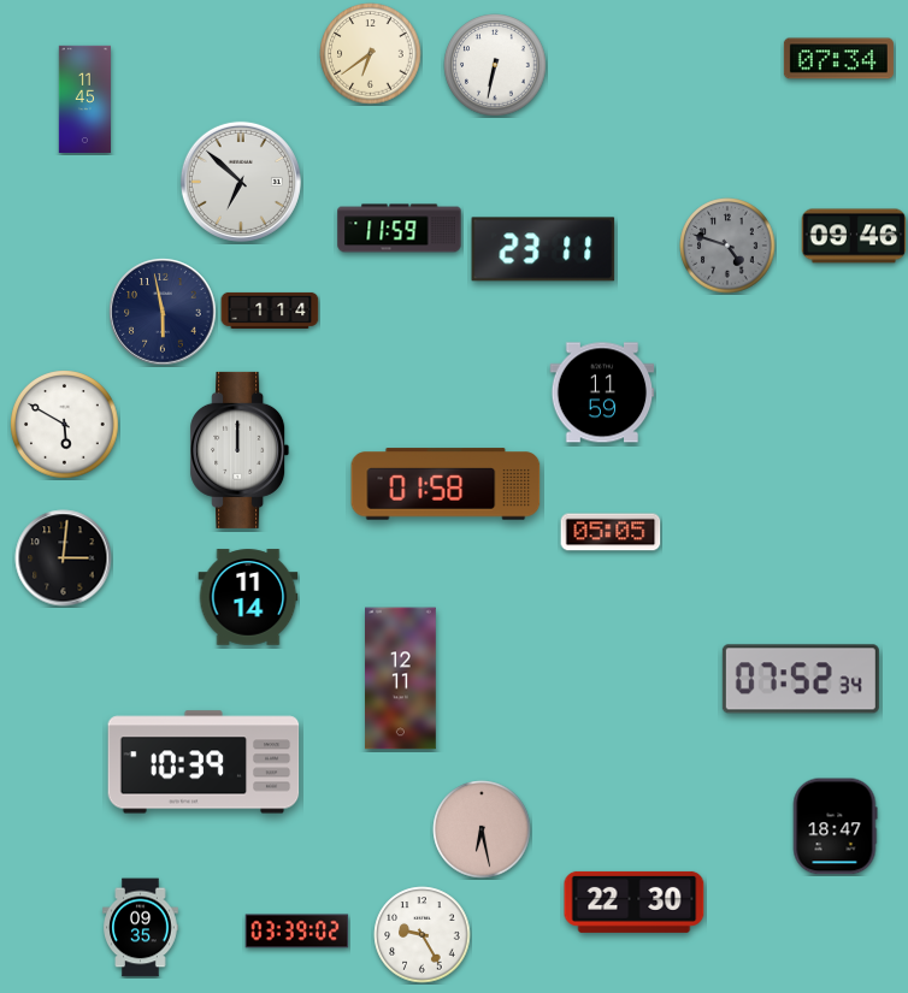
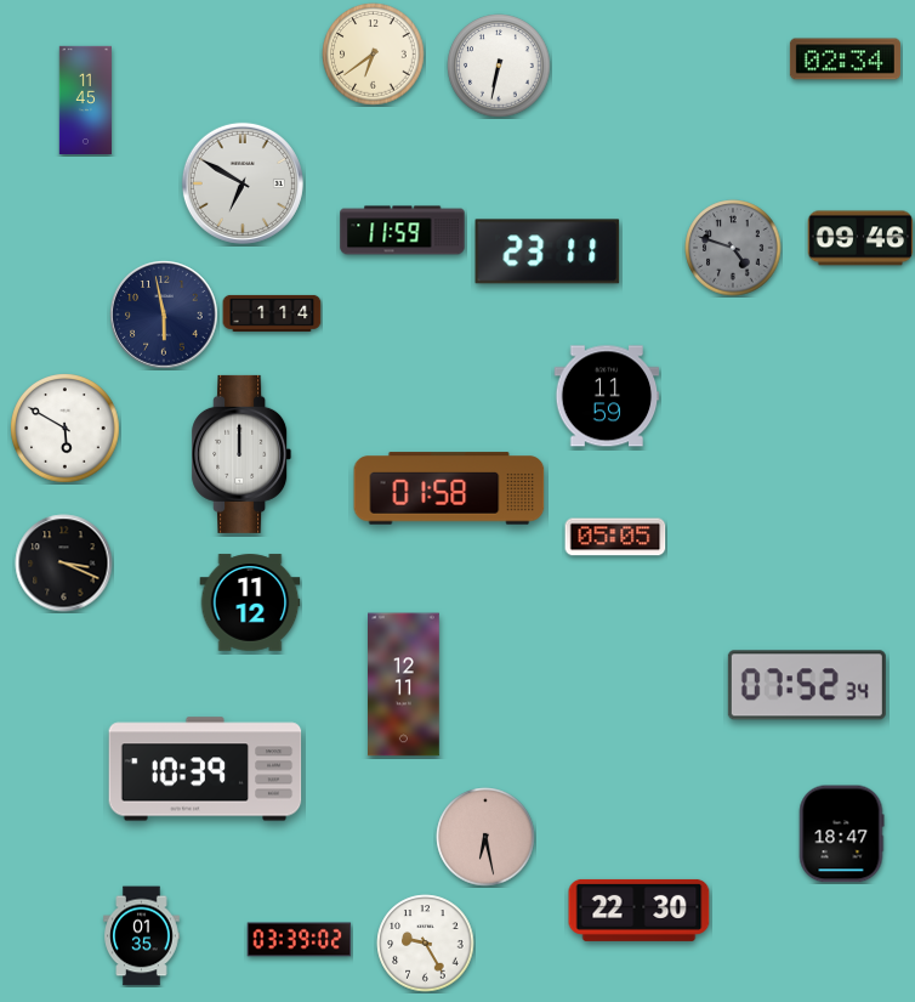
clock at (838, 59): 07:34 -> 02:34
clock at (241, 182): 6:52 -> 6:50
clock at (64, 558): 3:01 -> 3:19
clock at (248, 597): 11:14 -> 11:12
clock at (141, 928): 09:35 -> 01:35
